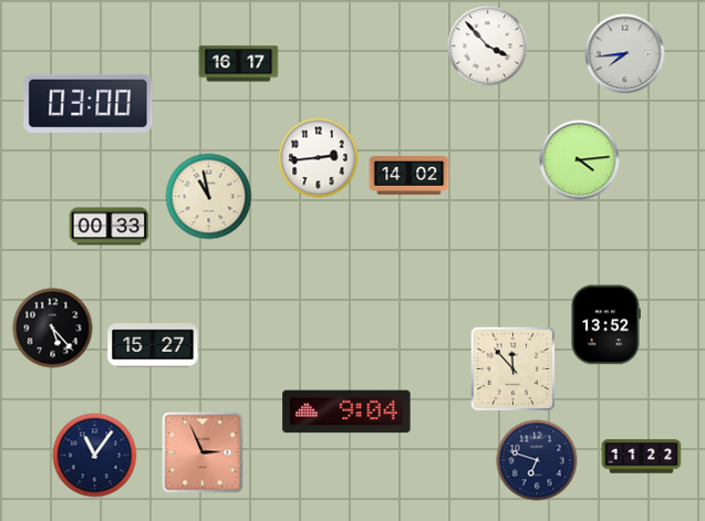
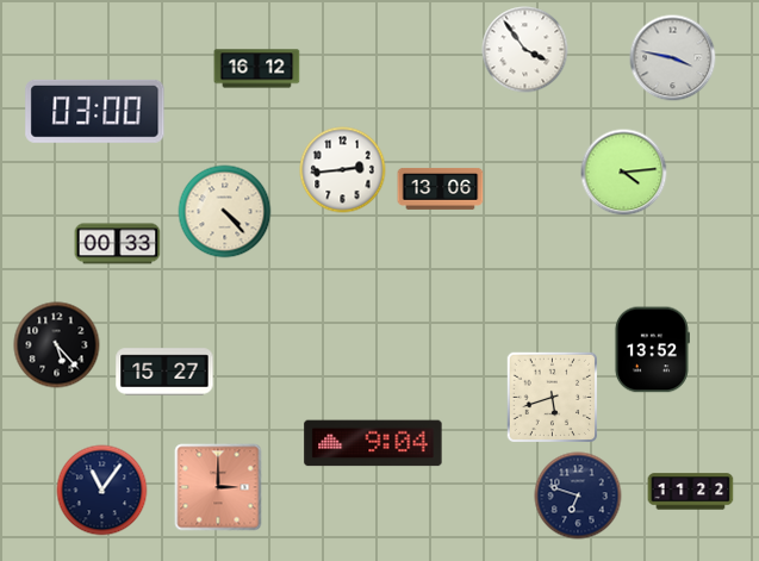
clock at (488, 46): 3:53 -> 3:54
clock at (625, 54): 7:44 -> 3:47
clock at (239, 64): 16:17 -> 16:12
clock at (409, 175): 14:02 -> 13:06
clock at (209, 197): 10:58 -> 4:23
clock at (53, 329) position: (53, 329) -> (57, 345)
clock at (512, 368): 11:53 -> 5:42
clock at (203, 452): 2:56 -> 3:00
